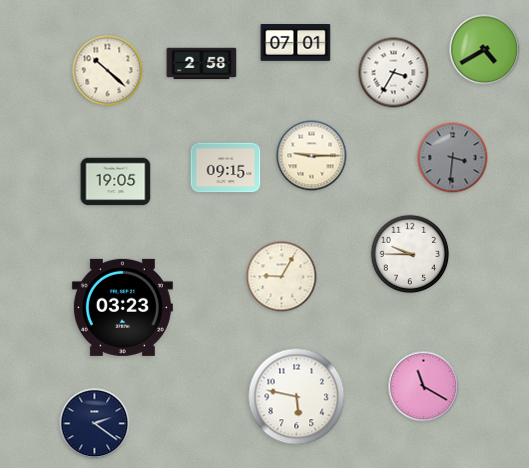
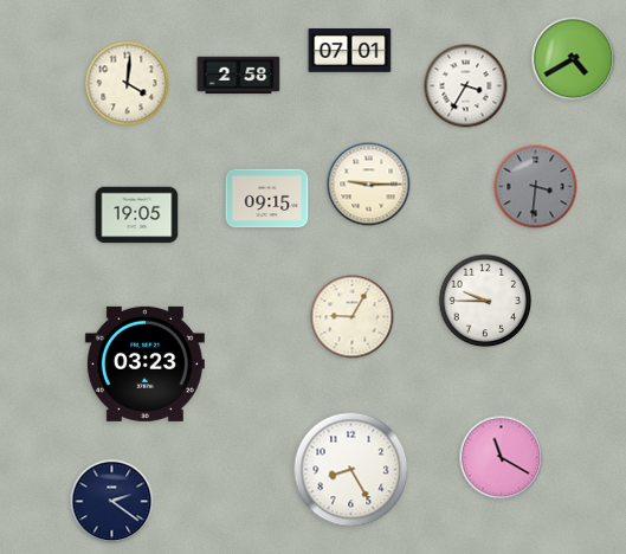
clock at (108, 71): 10:22 -> 4:01
clock at (282, 277) position: (282, 277) -> (353, 317)
clock at (297, 397): 5:47 -> 8:25
